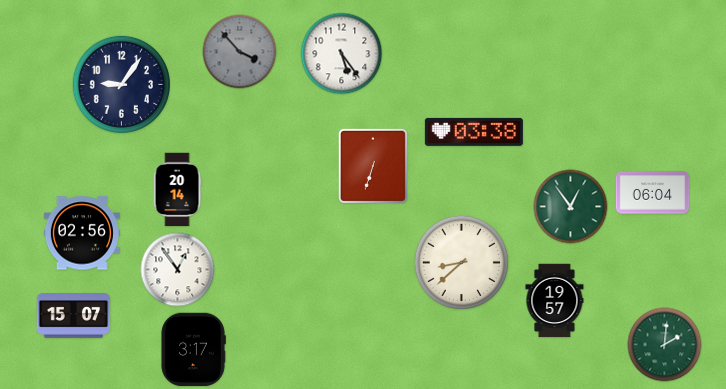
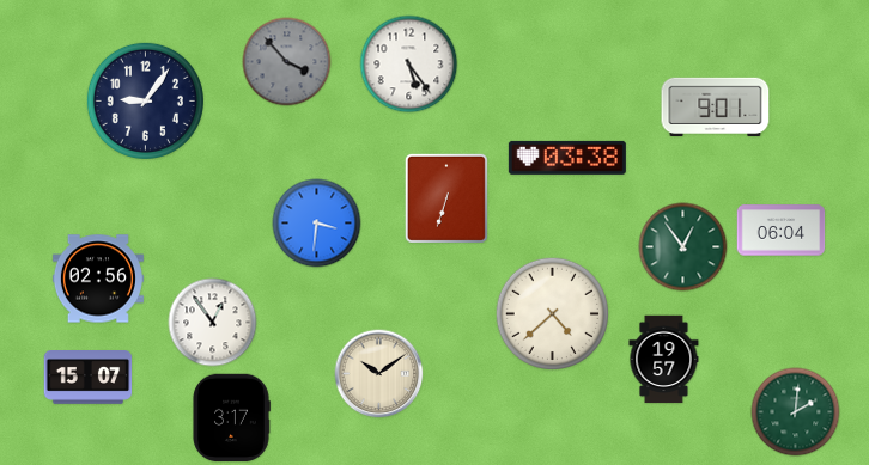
clock at (716, 108): none -> 9:01
clock at (317, 224): none -> 3:31
clock at (177, 190): 20:14 -> none
clock at (462, 263): 8:38 -> 4:38
clock at (379, 374): none -> 10:09
